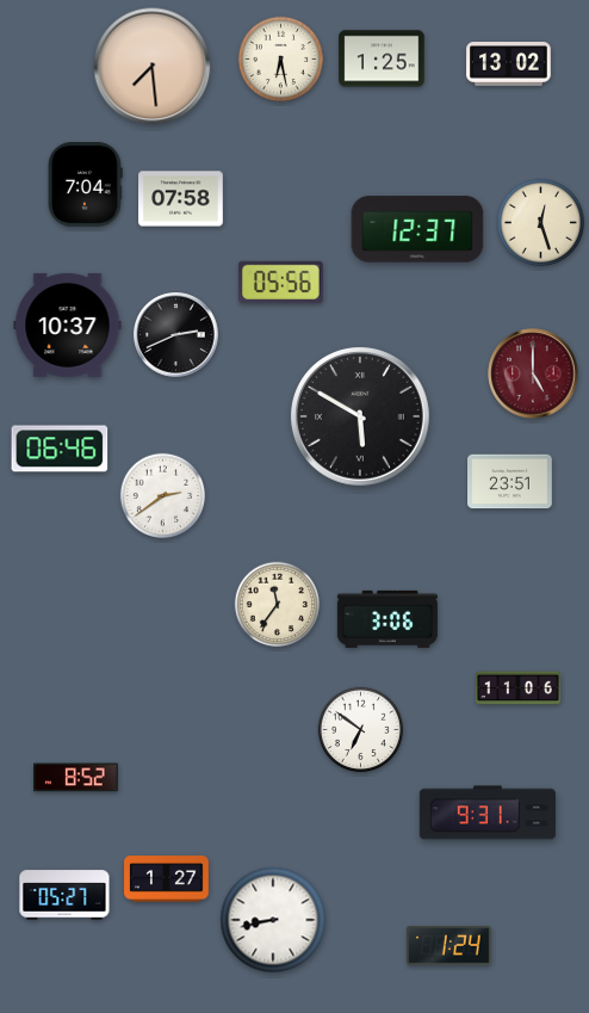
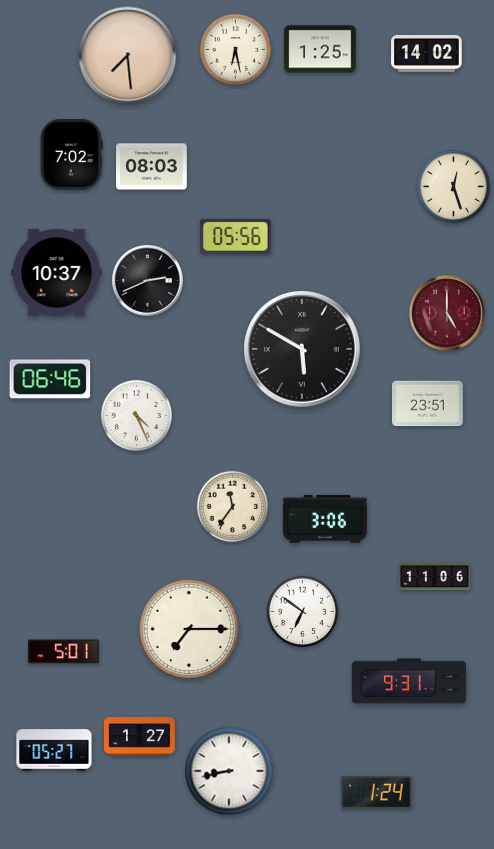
clock at (509, 64): 13:02 -> 14:02
clock at (85, 185): 7:04 -> 7:02
clock at (181, 199): 07:58 -> 08:03
clock at (417, 229): 12:37 -> none
clock at (60, 449) position: (60, 449) -> (50, 379)
clock at (163, 496): 2:39 -> 4:26
clock at (189, 629): none -> 7:15
clock at (76, 778): 8:52 -> 5:01
